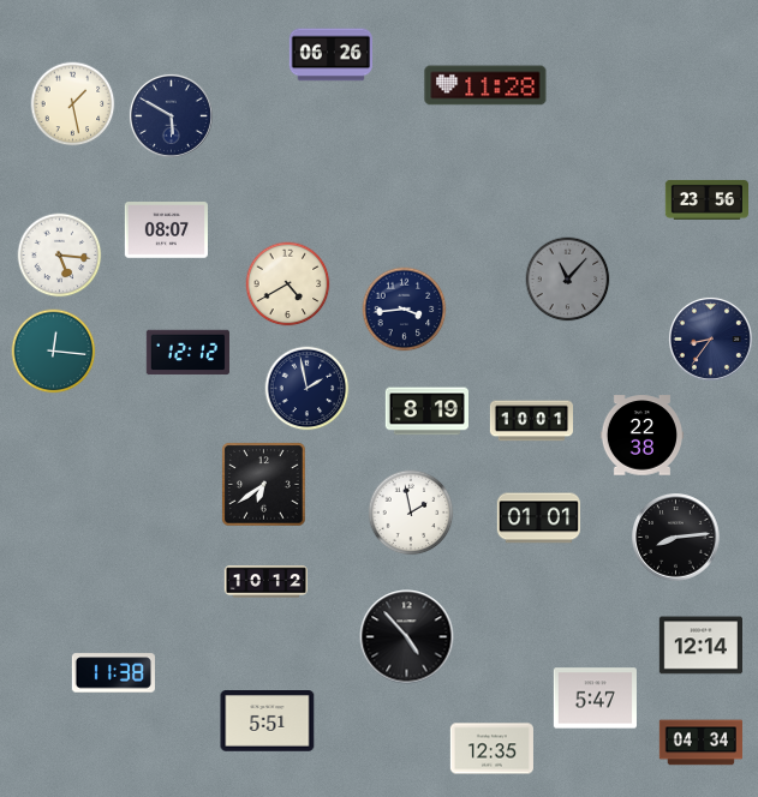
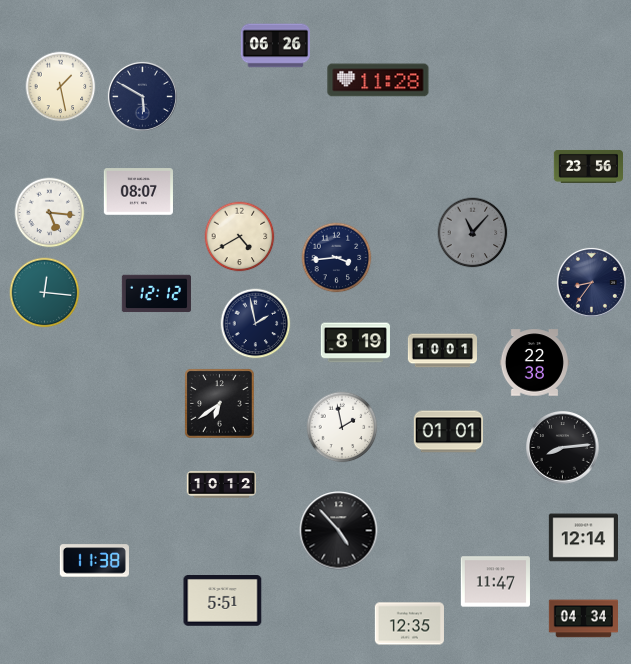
clock at (485, 85) position: (485, 85) -> (378, 80)
clock at (595, 699): 5:47 -> 11:47
